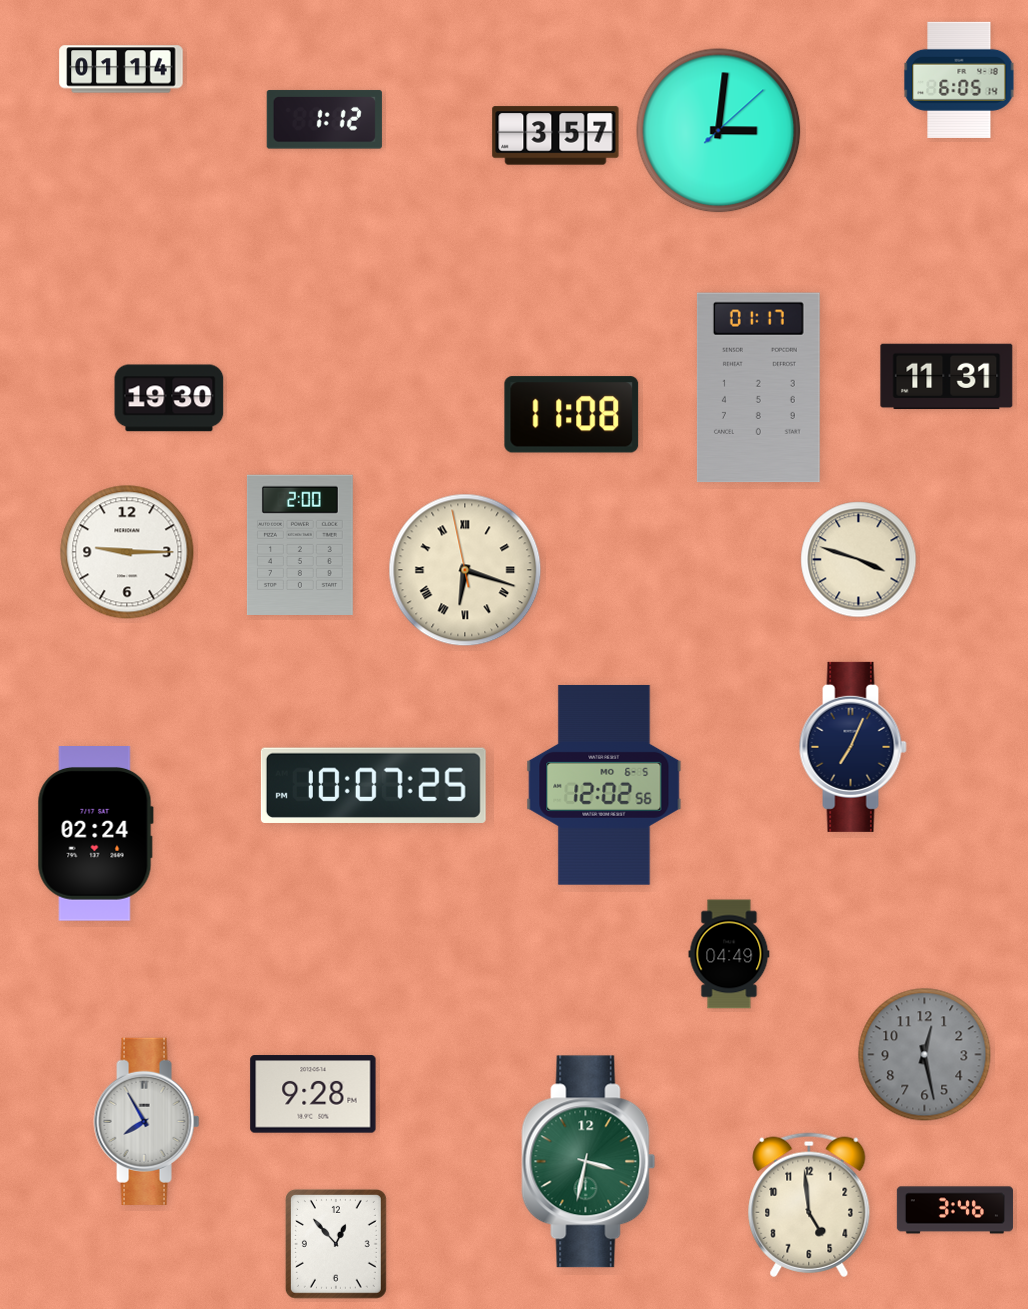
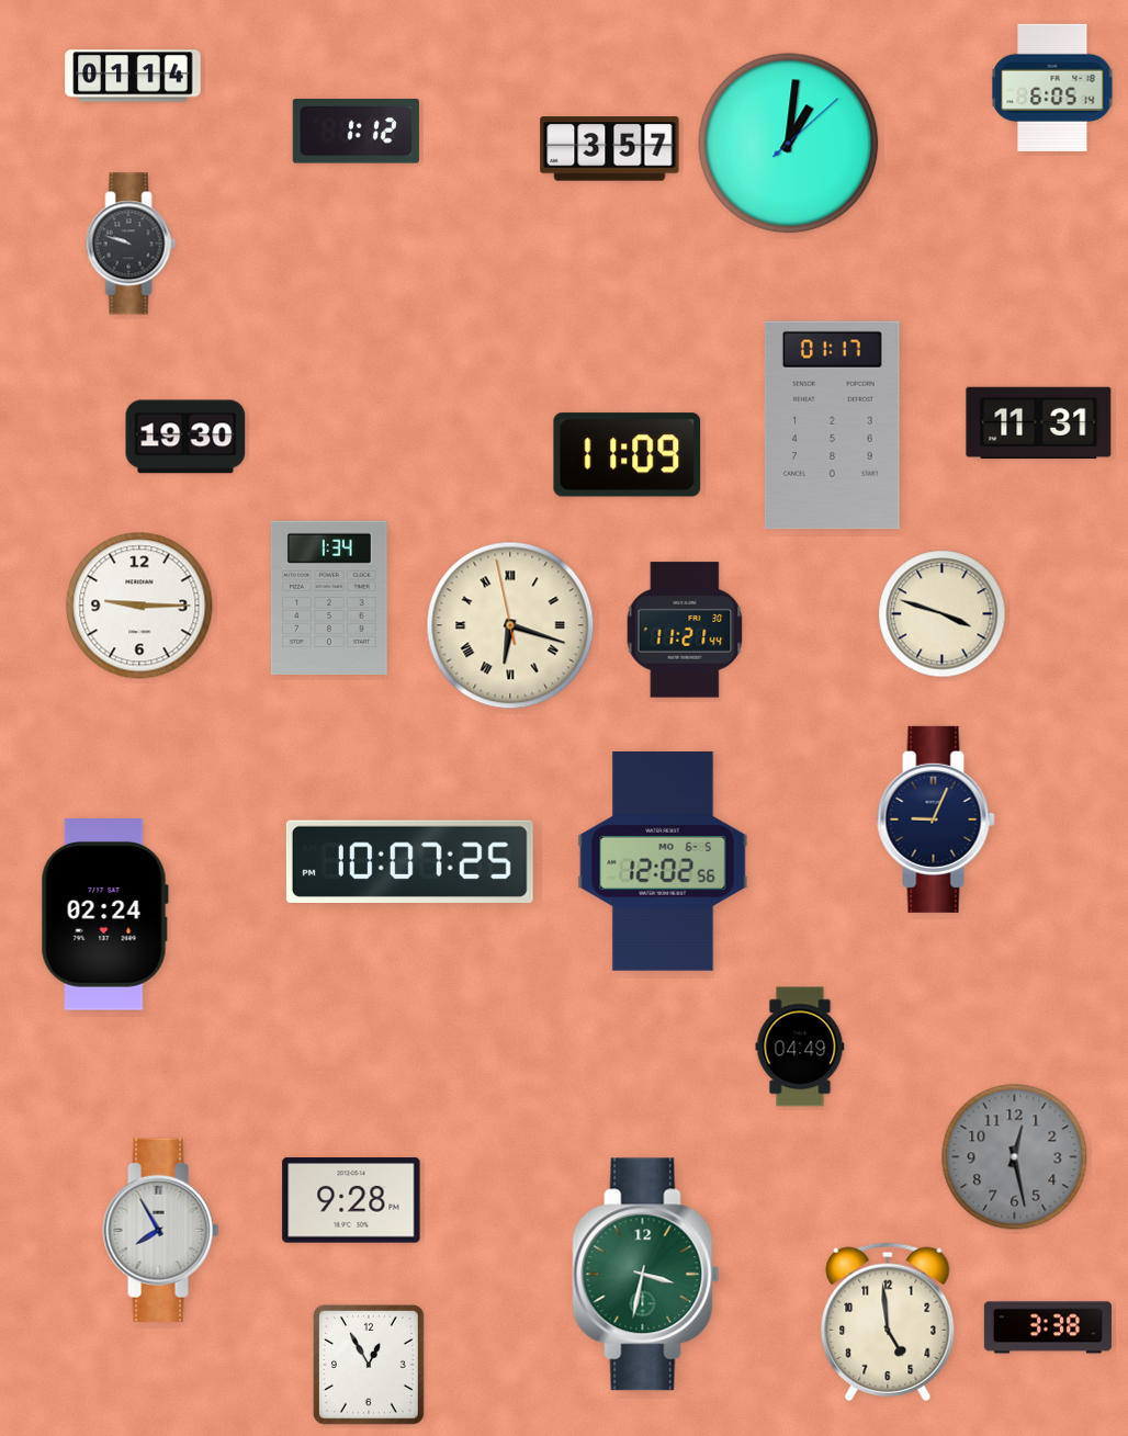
clock at (719, 131): 3:01 -> 1:01
clock at (131, 244): none -> 9:48
clock at (947, 377) position: (947, 377) -> (1039, 423)
clock at (572, 415): 11:08 -> 11:09
clock at (300, 544): 2:00 -> 1:34
clock at (685, 630): none -> 11:21
clock at (853, 747): 7:04 -> 9:04
clock at (313, 1094) position: (313, 1094) -> (351, 1200)
clock at (955, 1210): 3:46 -> 3:38
clock at (336, 1244): 12:53 -> 12:55
